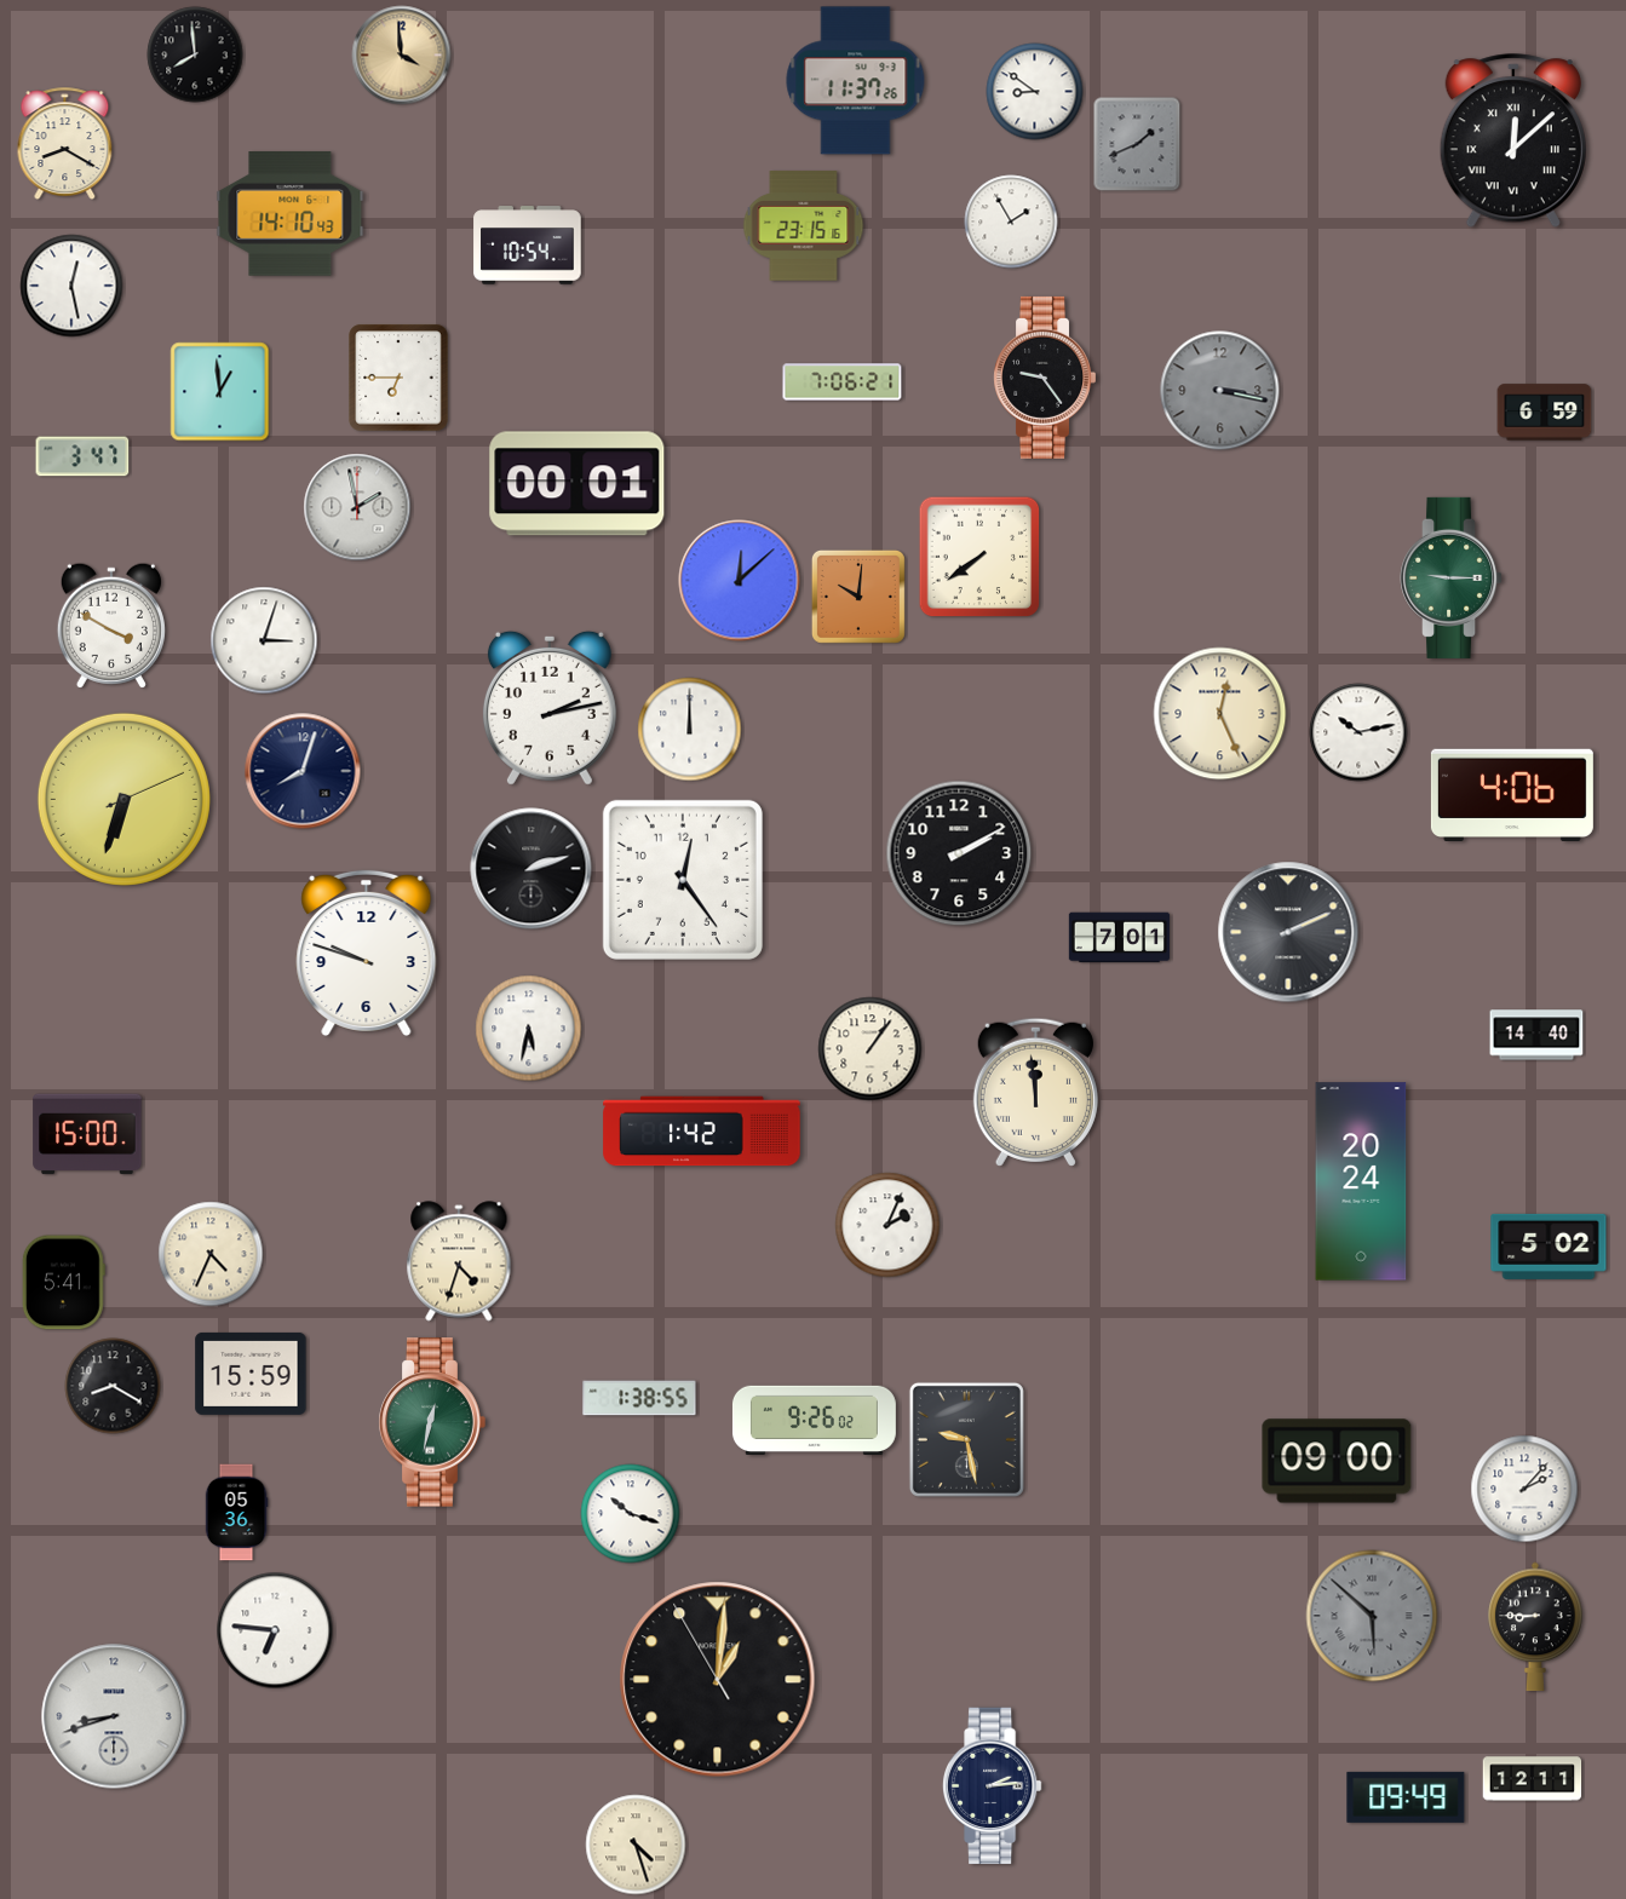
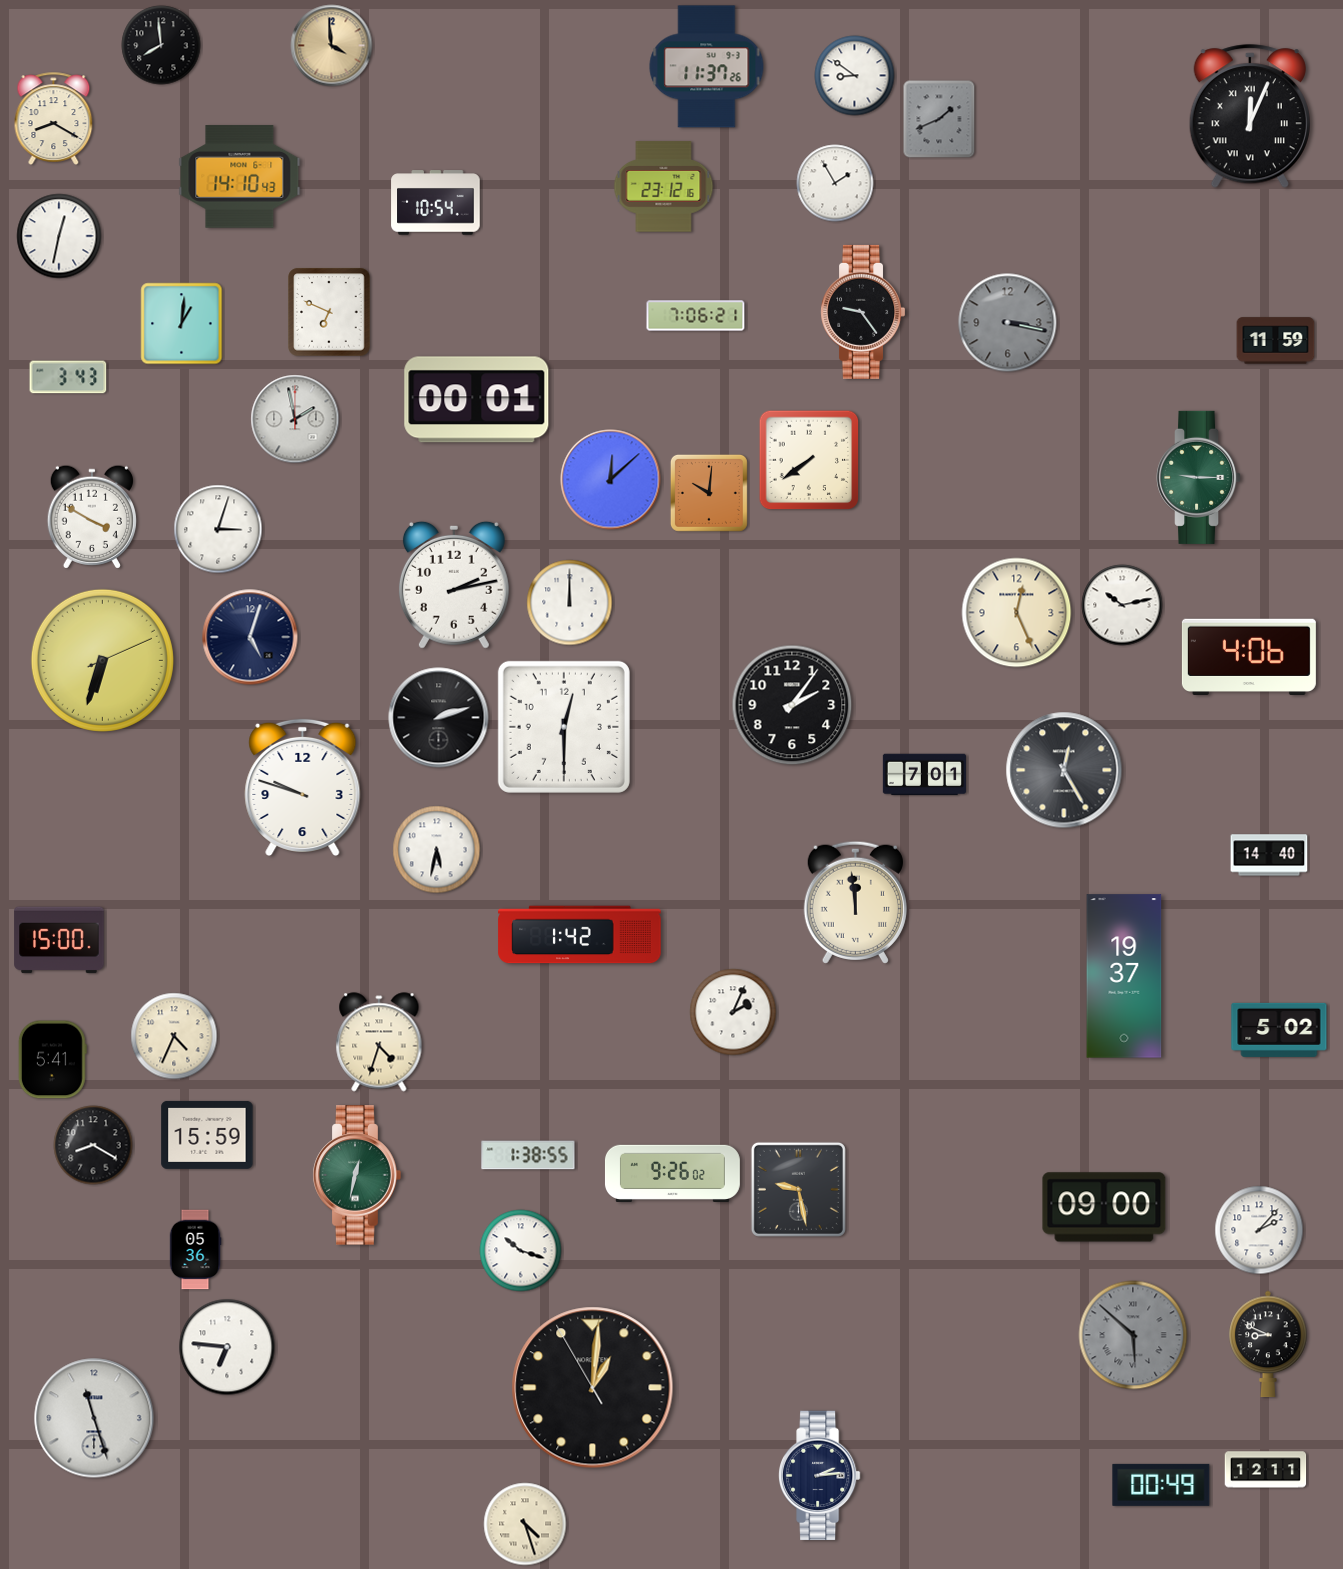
clock at (1513, 142): 12:08 -> 12:04
clock at (804, 226): 23:15 -> 23:12
clock at (71, 286): 12:28 -> 12:32
clock at (398, 378): 6:45 -> 6:49
clock at (220, 392): 12:59 -> 1:01
clock at (1545, 413): 6:59 -> 11:59
clock at (82, 456): 3:47 -> 3:43
clock at (1220, 714) position: (1220, 714) -> (1017, 613)
clock at (303, 771): 8:03 -> 5:03
clock at (959, 853): 2:10 -> 2:06
clock at (683, 880): 12:24 -> 12:30
clock at (1288, 932): 2:11 -> 12:25
clock at (871, 1049): 1:06 -> none
clock at (87, 1134) position: (87, 1134) -> (59, 940)
clock at (1361, 1181): 20:24 -> 19:37
clock at (1535, 1625): 8:45 -> 8:49
clock at (114, 1716): 8:42 -> 11:27
clock at (1406, 1797): 09:49 -> 00:49
